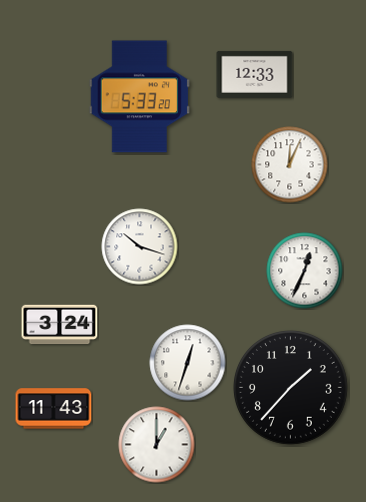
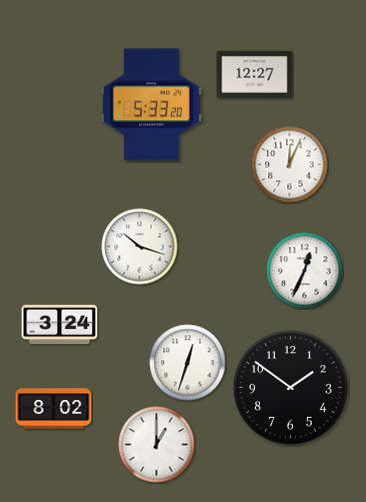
clock at (255, 74): 12:33 -> 12:27
clock at (139, 97) position: (139, 97) -> (151, 105)
clock at (291, 388): 1:37 -> 1:51
clock at (54, 409): 11:43 -> 8:02
